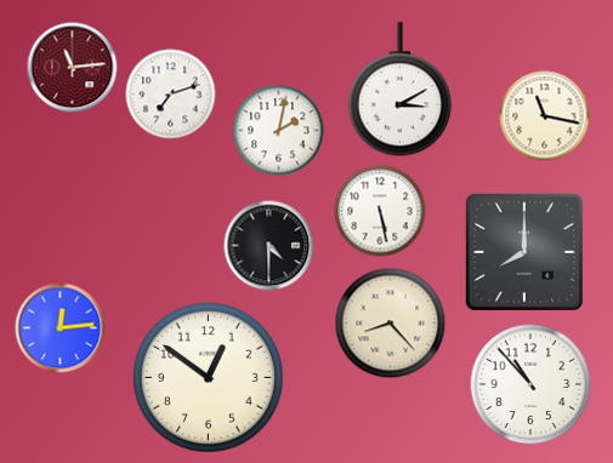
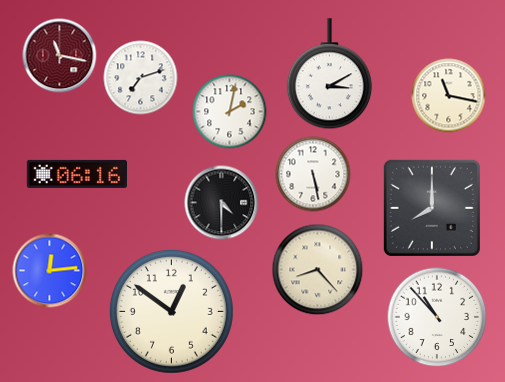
clock at (73, 68): 11:14 -> 11:17
clock at (279, 131) position: (279, 131) -> (230, 112)
clock at (76, 174): none -> 06:16
clock at (391, 324) position: (391, 324) -> (318, 270)
